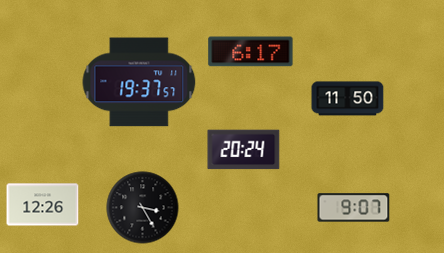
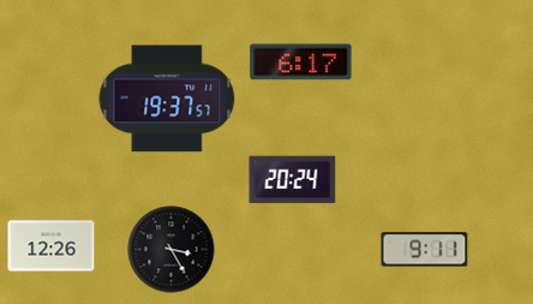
clock at (348, 99): 11:50 -> none
clock at (354, 208): 9:07 -> 9:11
